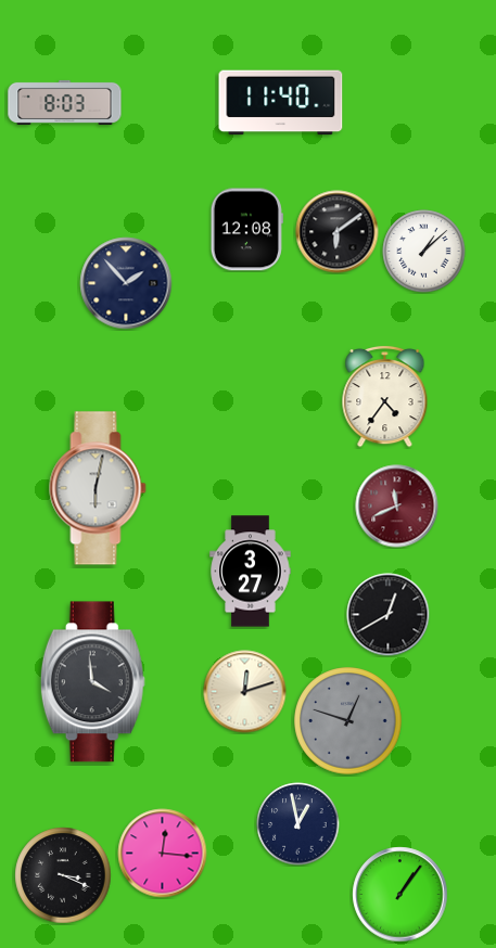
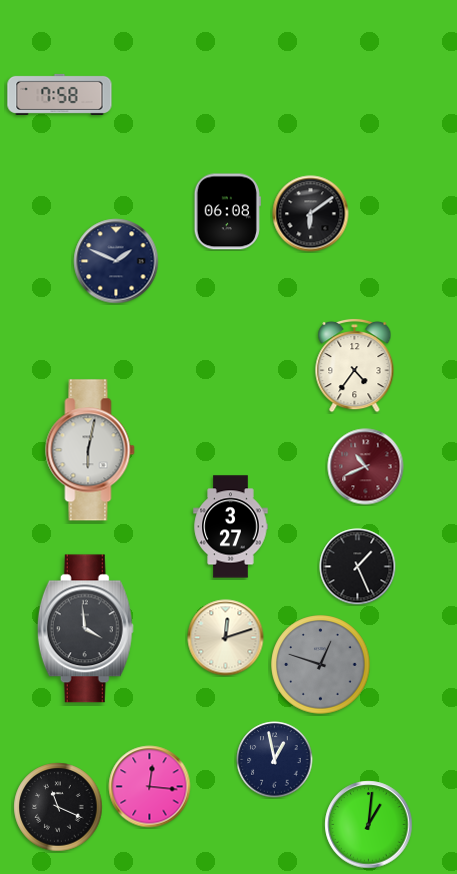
clock at (65, 102): 8:03 -> 7:58
clock at (281, 103): 11:40 -> none
clock at (246, 230): 12:08 -> 06:08
clock at (424, 252): 1:08 -> none
clock at (126, 283): 1:53 -> 1:49
clock at (397, 507): 11:41 -> 10:41
clock at (389, 615): 12:40 -> 1:26
clock at (63, 875): 3:19 -> 11:19
clock at (400, 895): 1:06 -> 1:01
